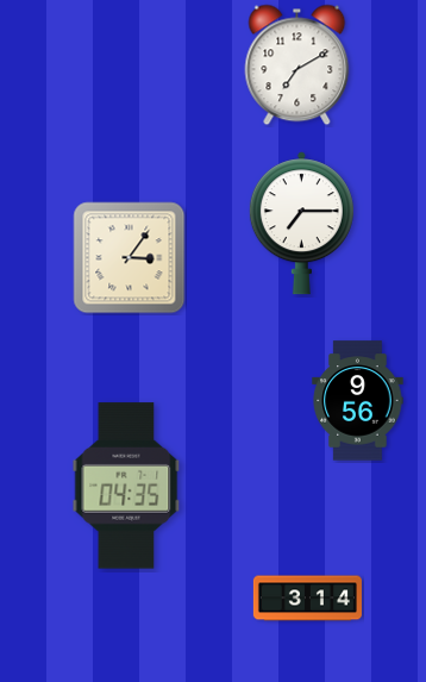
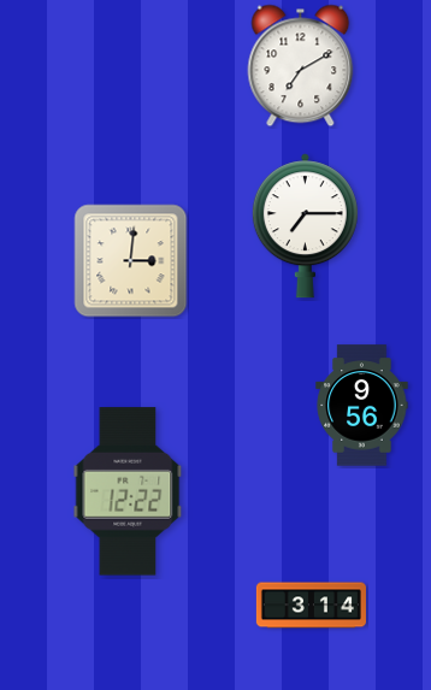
clock at (130, 258): 3:06 -> 3:01
clock at (126, 486): 04:35 -> 12:22
